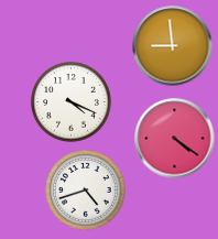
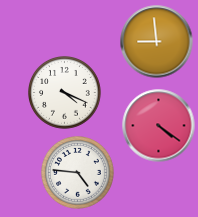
clock at (86, 191): 4:42 -> 4:46
